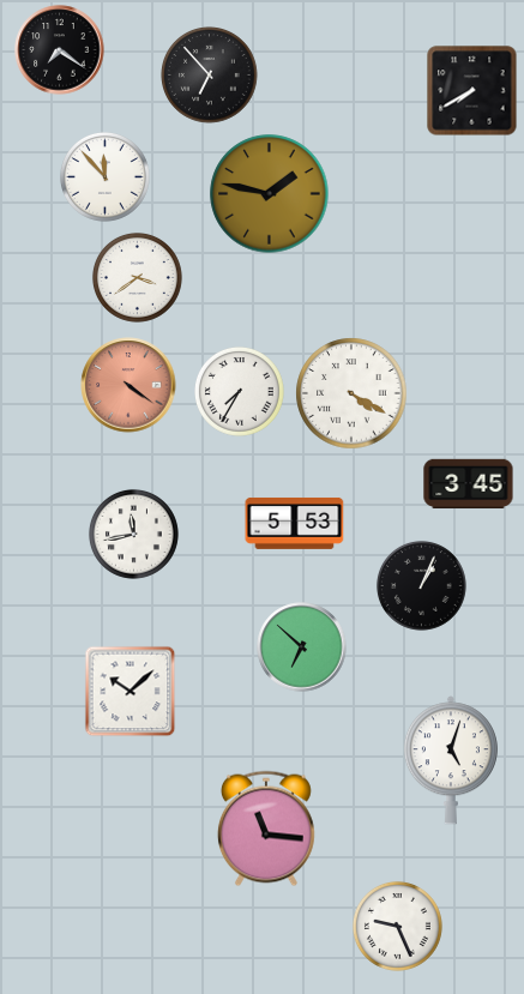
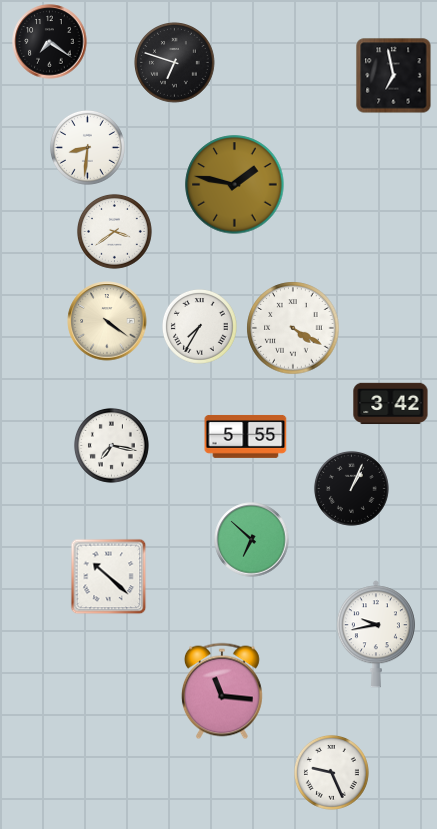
clock at (210, 76): 6:53 -> 6:48
clock at (472, 91): 7:40 -> 6:58
clock at (104, 176): 11:53 -> 8:31
clock at (270, 194) position: (270, 194) -> (235, 185)
clock at (128, 385) dial: salmon -> cream
clock at (469, 484): 3:45 -> 3:42
clock at (295, 523): 5:53 -> 5:55
clock at (133, 534): 11:43 -> 7:17
clock at (131, 692): 10:08 -> 10:22
clock at (451, 760): 5:03 -> 9:43
